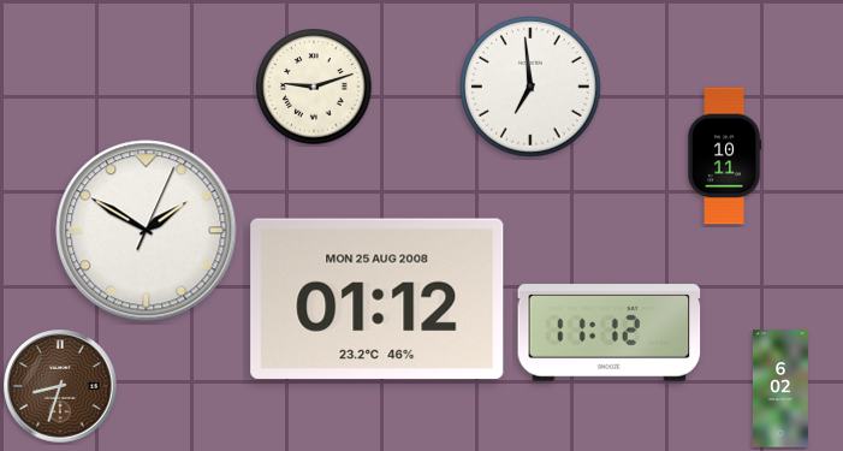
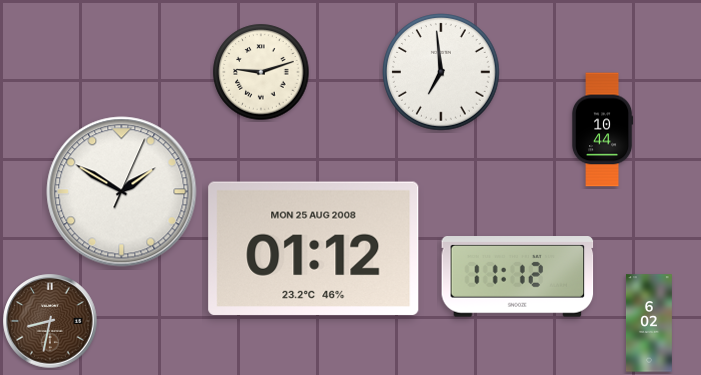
clock at (724, 156): 10:11 -> 10:44
clock at (610, 333) position: (610, 333) -> (518, 277)
clock at (60, 386): 8:33 -> 8:32
